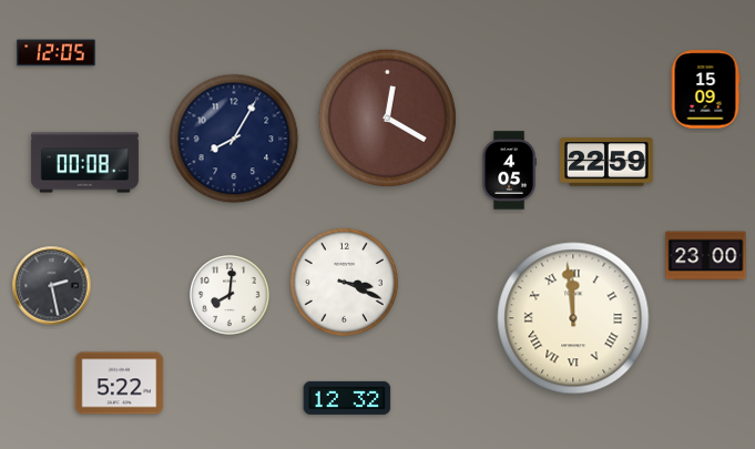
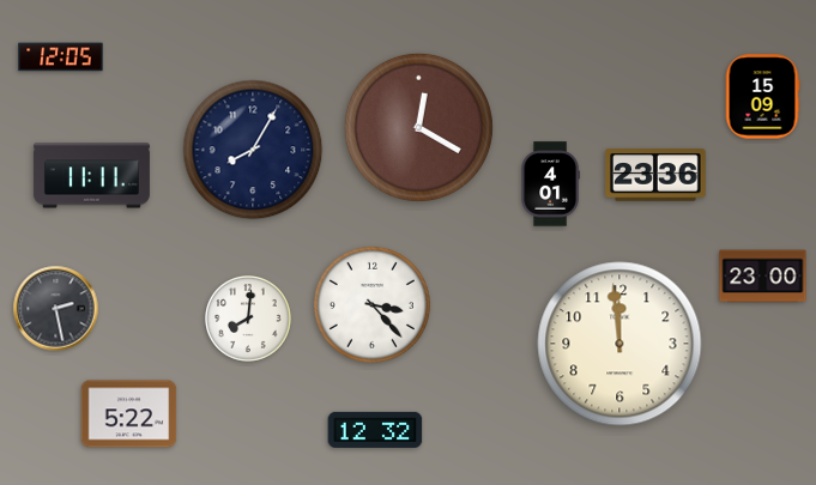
clock at (606, 162): 22:59 -> 23:36
clock at (84, 163): 00:08 -> 11:11
clock at (509, 171): 4:05 -> 4:01
clock at (344, 282): 3:19 -> 3:23
clock at (573, 318) numerals: Roman -> Arabic
